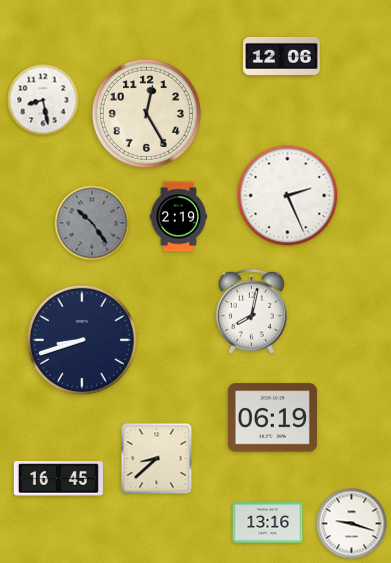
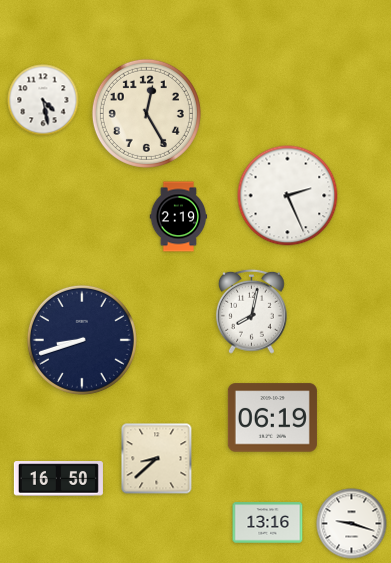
clock at (282, 56): 12:06 -> none
clock at (43, 100): 8:28 -> 4:28
clock at (92, 223): 10:24 -> none
clock at (58, 479): 16:45 -> 16:50
